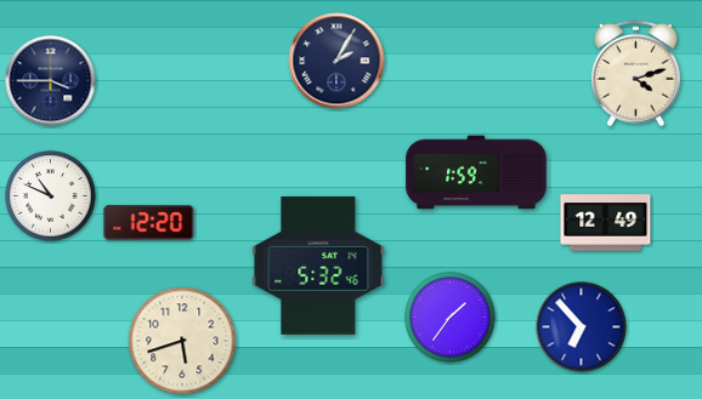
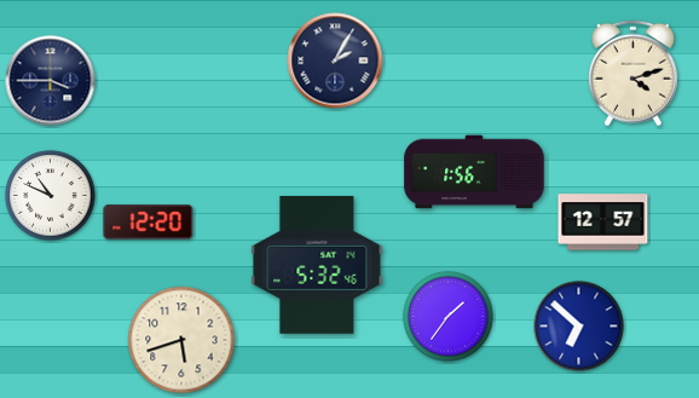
clock at (476, 172): 1:59 -> 1:56
clock at (606, 223): 12:49 -> 12:57
clock at (582, 327): 6:53 -> 6:52
